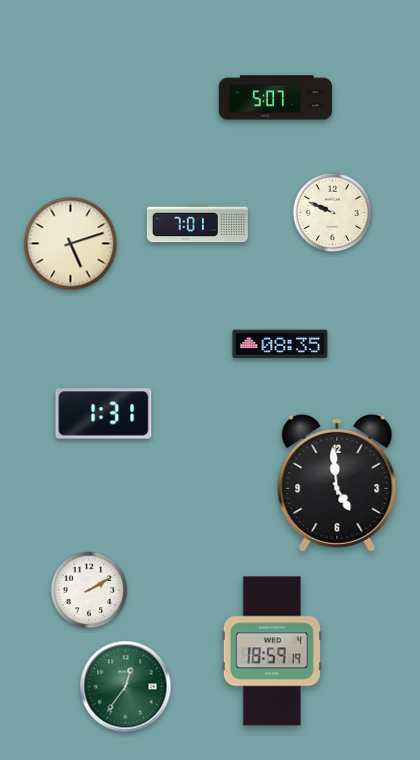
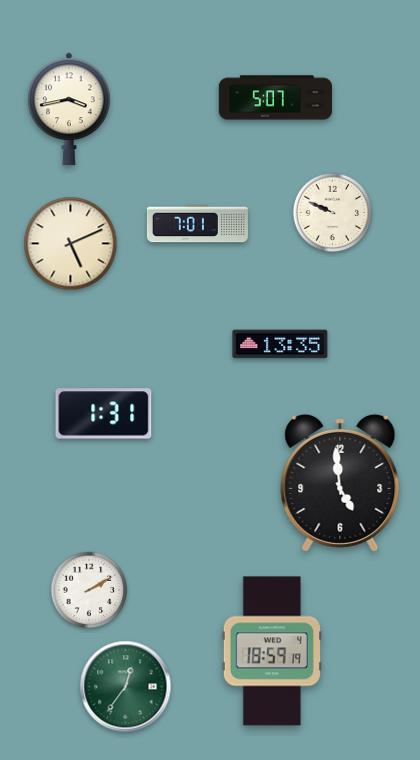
clock at (70, 109): none -> 3:43
clock at (71, 244): 5:12 -> 5:11
clock at (280, 344): 08:35 -> 13:35
clock at (337, 483) position: (337, 483) -> (340, 483)
